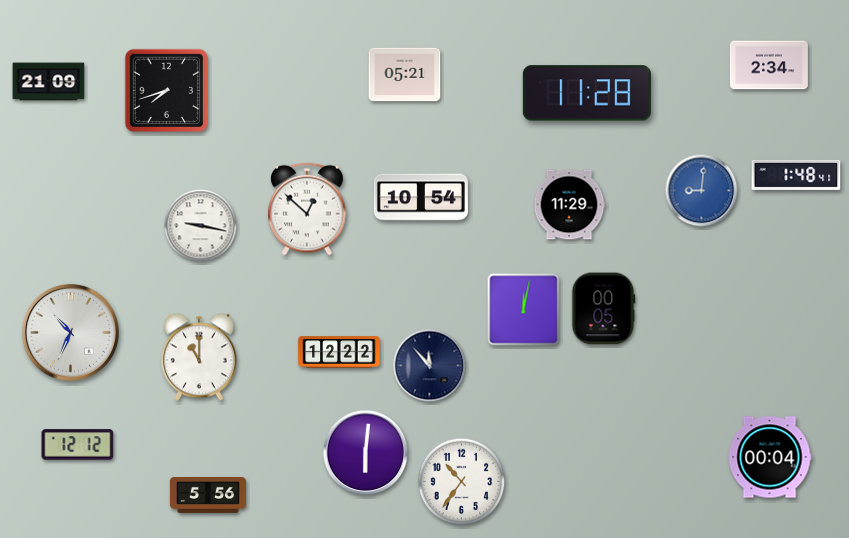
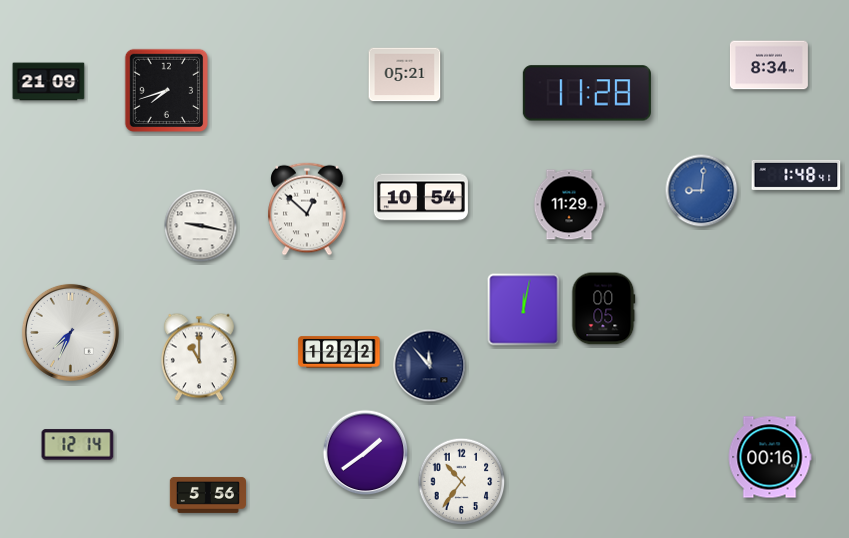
clock at (769, 65): 2:34 -> 8:34
clock at (70, 332): 10:34 -> 7:34
clock at (78, 445): 12:12 -> 12:14
clock at (366, 453): 6:01 -> 1:39
clock at (770, 457): 00:04 -> 00:16
